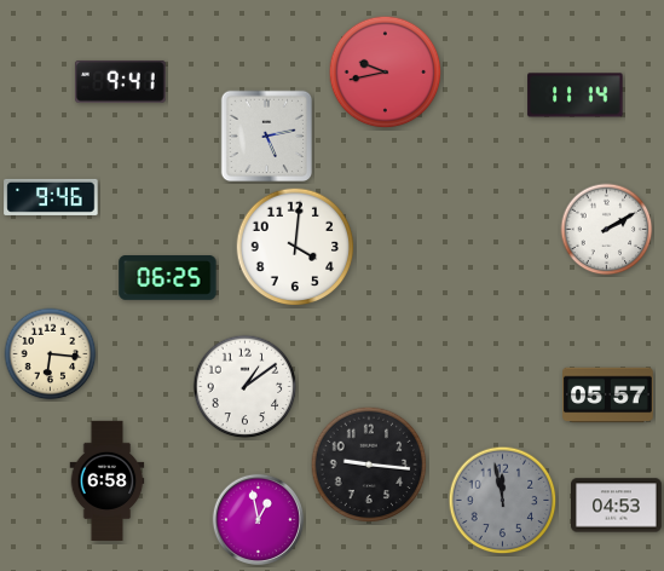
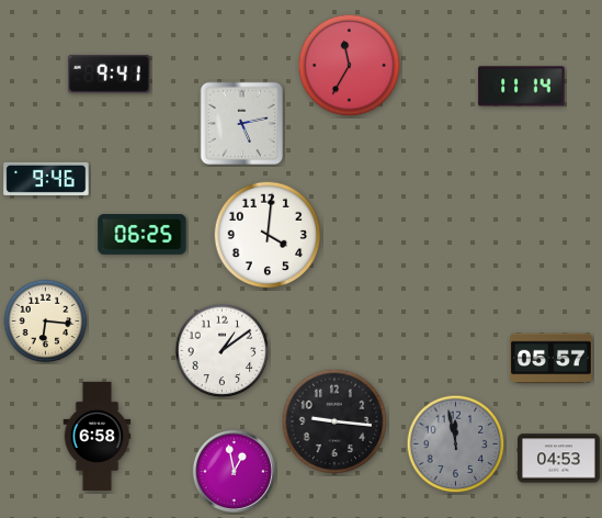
clock at (386, 73): 9:43 -> 11:35
clock at (607, 230): 2:10 -> none
clock at (295, 247) position: (295, 247) -> (268, 235)
clock at (168, 278) position: (168, 278) -> (143, 235)
clock at (503, 501) position: (503, 501) -> (456, 444)
